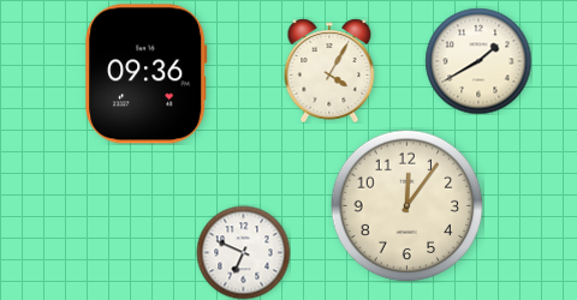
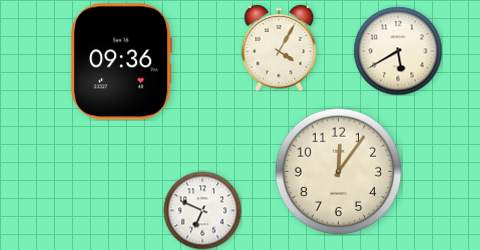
clock at (478, 61): 1:40 -> 5:40
clock at (329, 71) position: (329, 71) -> (279, 48)
